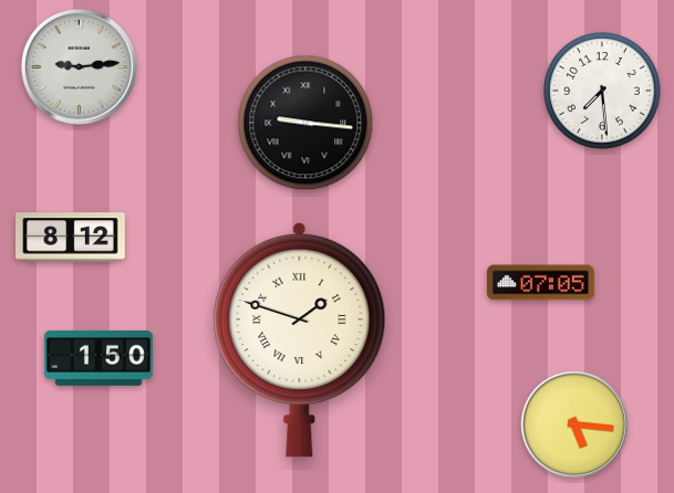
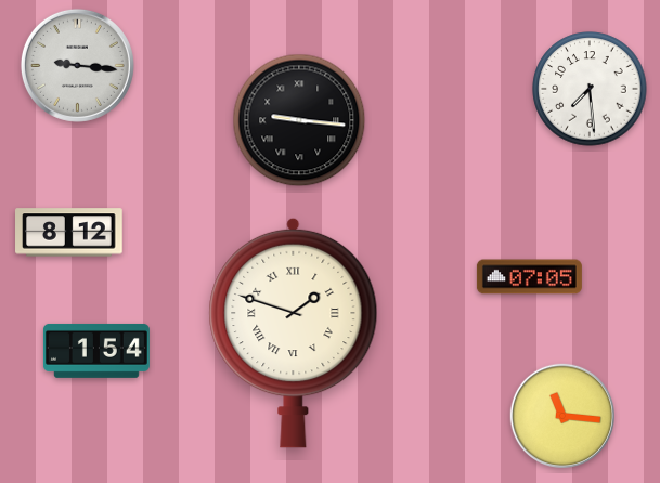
clock at (79, 66): 9:14 -> 9:16
clock at (98, 358): 1:50 -> 1:54
clock at (573, 423): 5:16 -> 11:16
